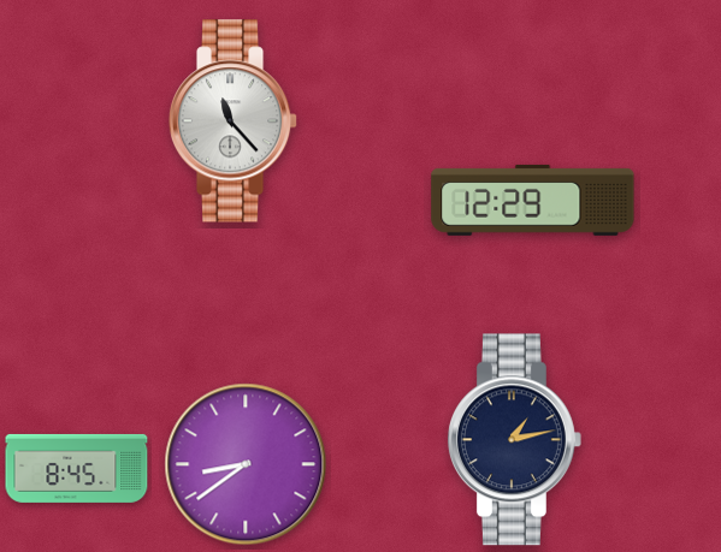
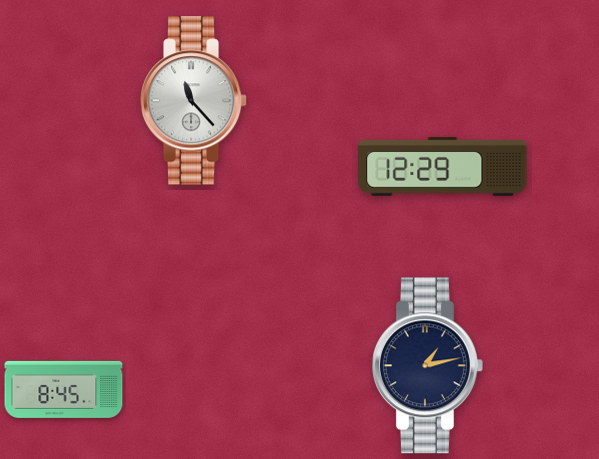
clock at (246, 464): 8:39 -> none
